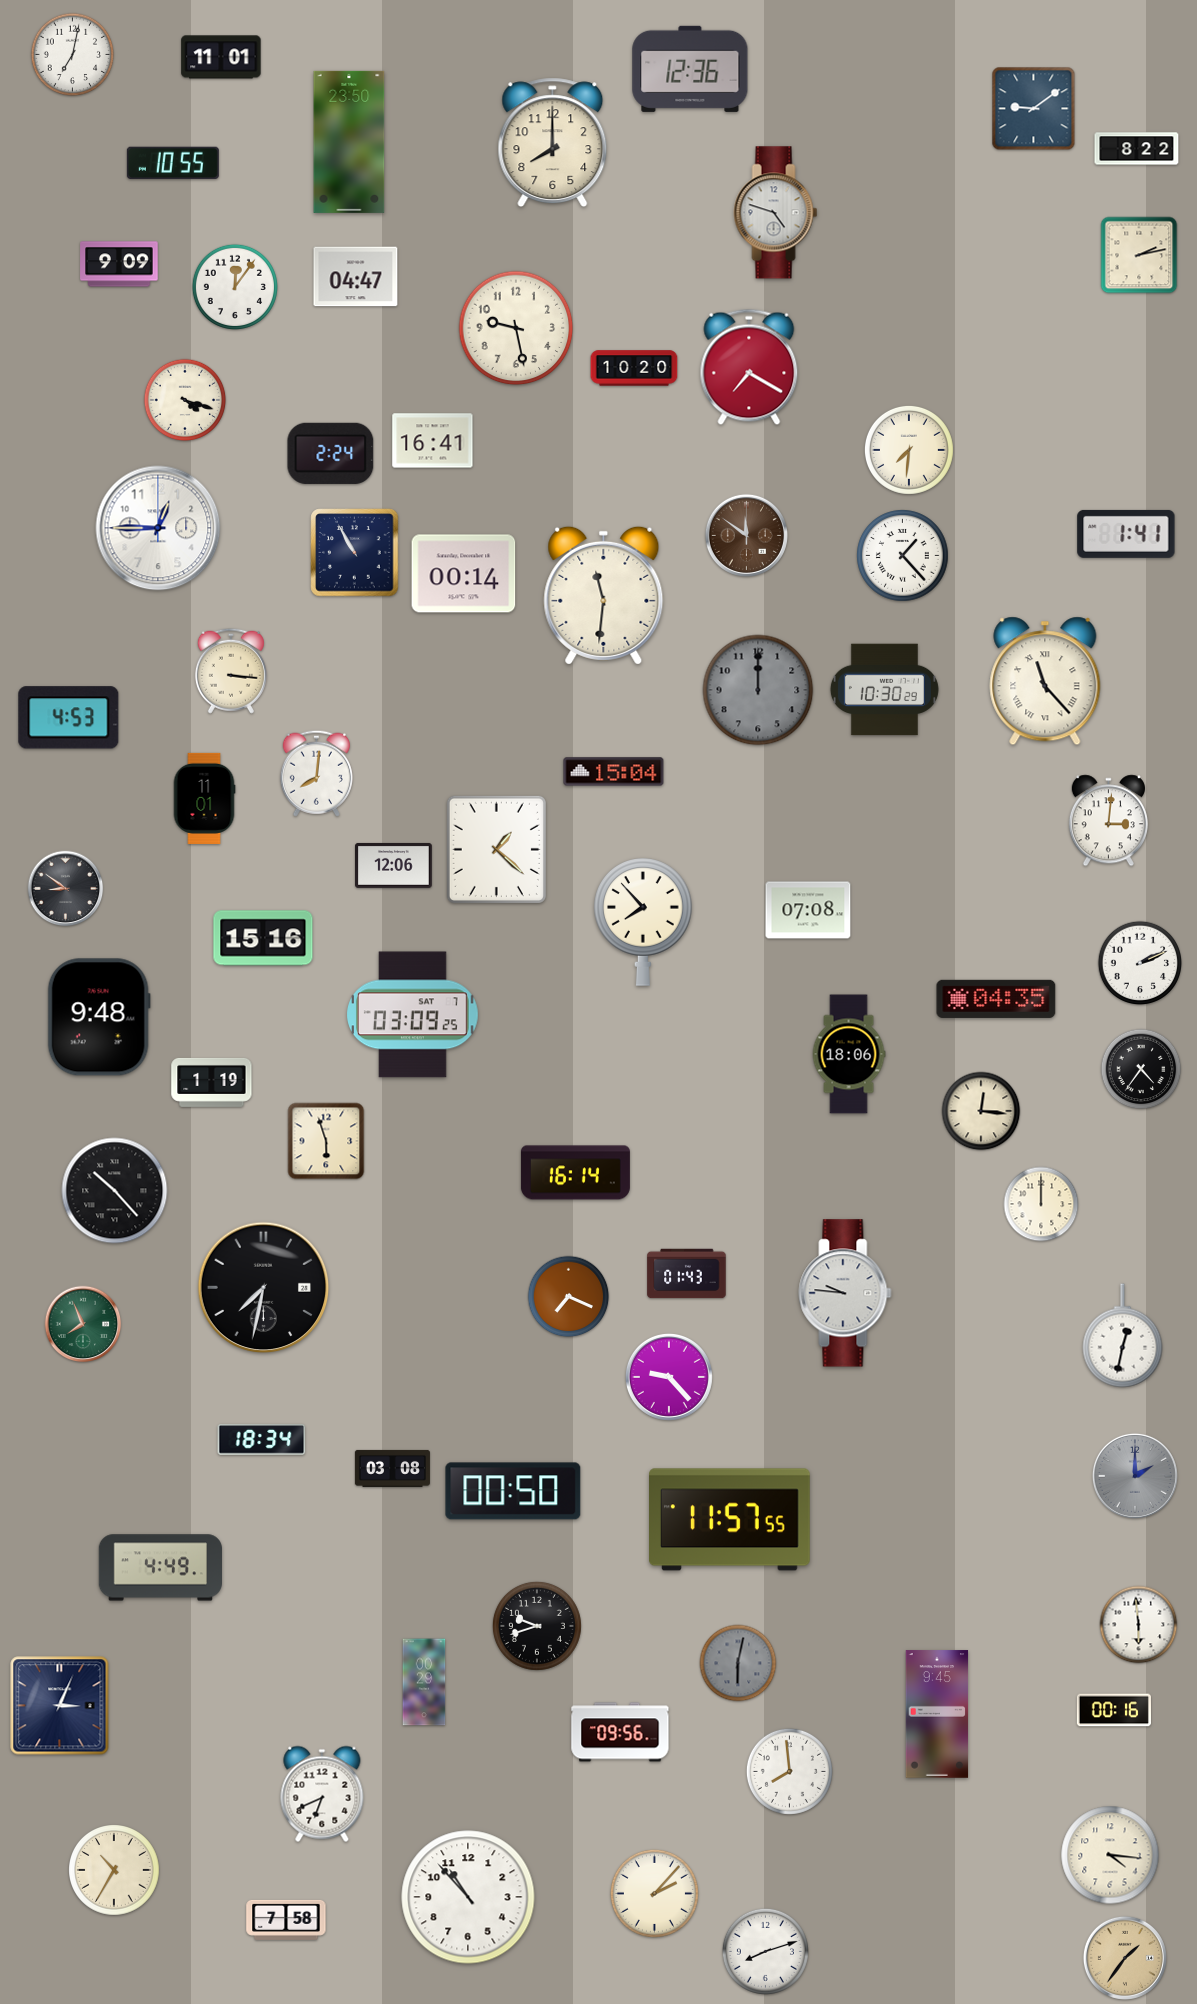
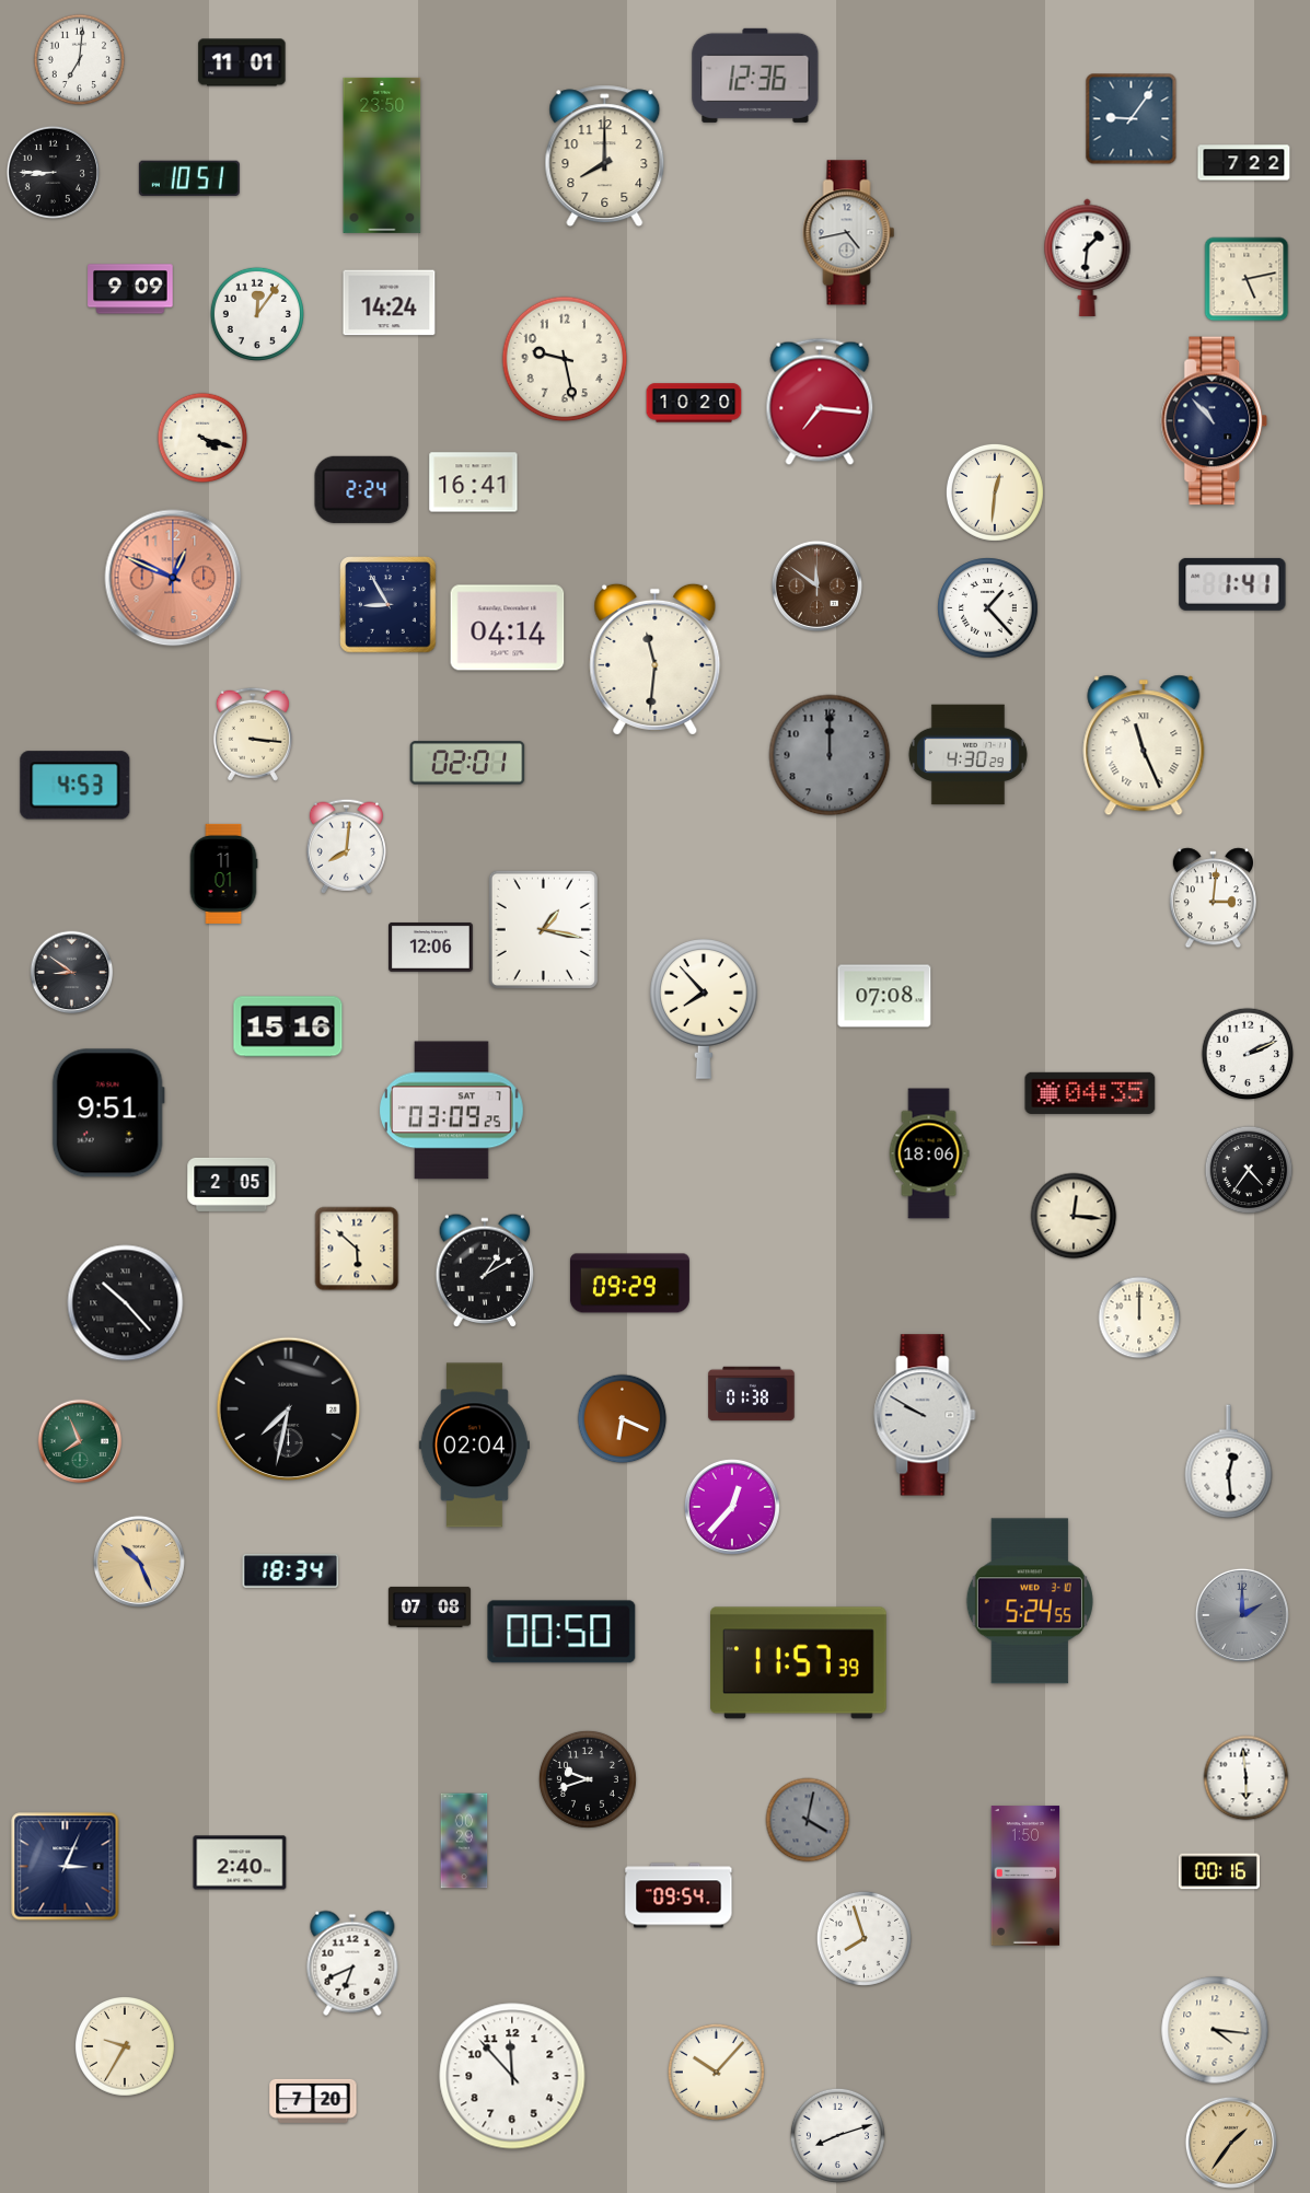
clock at (73, 55): 7:02 -> 7:01
clock at (1034, 109): 9:09 -> 9:06
clock at (1137, 149): 8:22 -> 7:22
clock at (53, 172): none -> 8:45
clock at (173, 162): 10:55 -> 10:51
clock at (776, 213): 4:48 -> 4:43
clock at (1088, 257): none -> 1:31
clock at (1139, 255): 2:13 -> 5:13
clock at (356, 277): 04:47 -> 14:24
clock at (749, 367): 7:20 -> 7:16
clock at (1215, 421): none -> 10:53
clock at (909, 450): 7:31 -> 12:31
clock at (331, 453) position: (331, 453) -> (362, 489)
clock at (158, 528): 12:45 -> 12:49
clock at (158, 528) dial: white -> salmon
clock at (355, 553): 10:55 -> 8:55
clock at (464, 574): 00:14 -> 04:14
clock at (604, 595) position: (604, 595) -> (656, 659)
clock at (1045, 681): 11:23 -> 11:26
clock at (884, 690): 10:30 -> 4:30
clock at (467, 763): none -> 02:01
clock at (614, 772): 15:04 -> none
clock at (496, 849): 1:22 -> 1:17
clock at (99, 1017): 9:48 -> 9:51
clock at (212, 1082): 1:19 -> 2:05
clock at (326, 1141): 5:57 -> 5:52
clock at (485, 1269): none -> 1:10
clock at (575, 1173): 16:14 -> 09:29
clock at (687, 1274): 01:43 -> 01:38
clock at (845, 1293): 9:46 -> 9:50
clock at (569, 1297): 7:19 -> 6:19
clock at (474, 1446): none -> 02:04
clock at (83, 1324) position: (83, 1324) -> (80, 1441)
clock at (1123, 1336): 12:32 -> 12:29
clock at (669, 1377): 9:23 -> 12:37
clock at (139, 1562): none -> 10:26
clock at (262, 1440) position: (262, 1440) -> (291, 1571)
clock at (1030, 1601): none -> 5:24
clock at (392, 1468): 03:08 -> 07:08
clock at (730, 1520): 11:57:55 -> 11:57:39
clock at (160, 1568): 4:49 -> none
clock at (738, 1663): 6:02 -> 4:02
clock at (240, 1863): none -> 2:40
clock at (937, 1714): 9:45 -> 1:50
clock at (620, 1732): 09:56 -> 09:54
clock at (789, 1771): 7:59 -> 7:57
clock at (115, 1871): 10:35 -> 9:35
clock at (654, 1893): 2:07 -> 10:07
clock at (468, 1897): 10:53 -> 11:53
clock at (286, 1920): 7:58 -> 7:20
